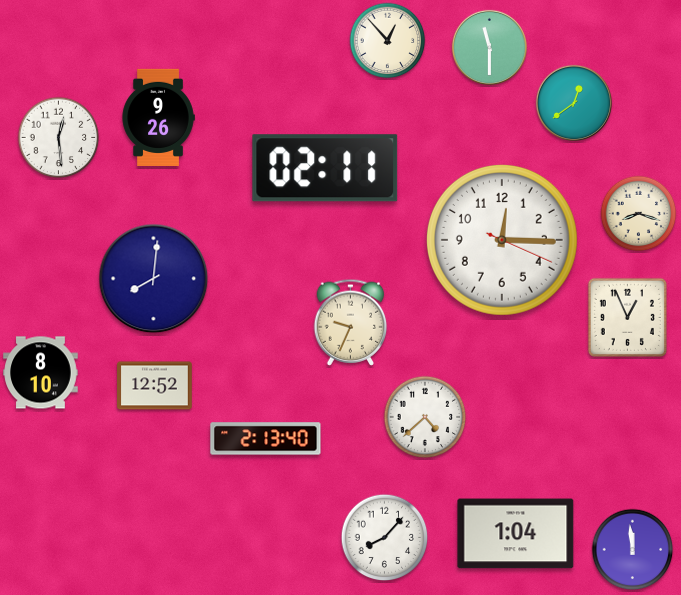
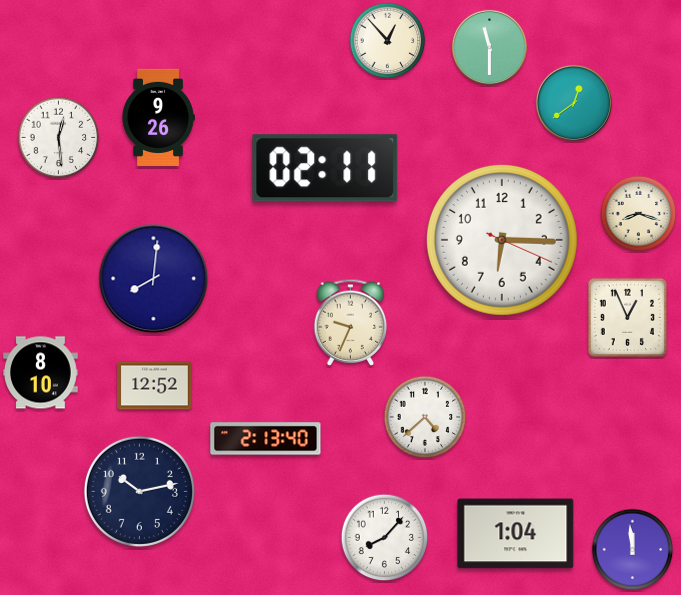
clock at (502, 240): 12:15 -> 6:15
clock at (139, 491): none -> 10:13
